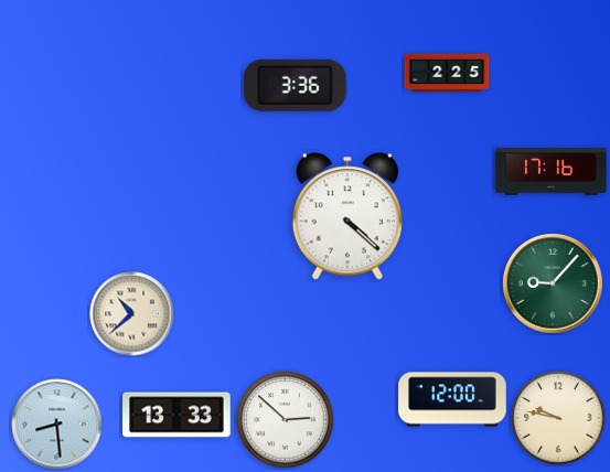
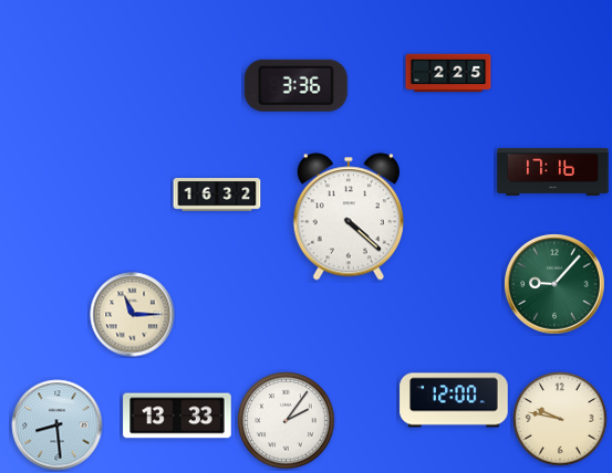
clock at (217, 196): none -> 16:32
clock at (132, 314): 10:38 -> 11:15
clock at (286, 420): 2:52 -> 2:06
